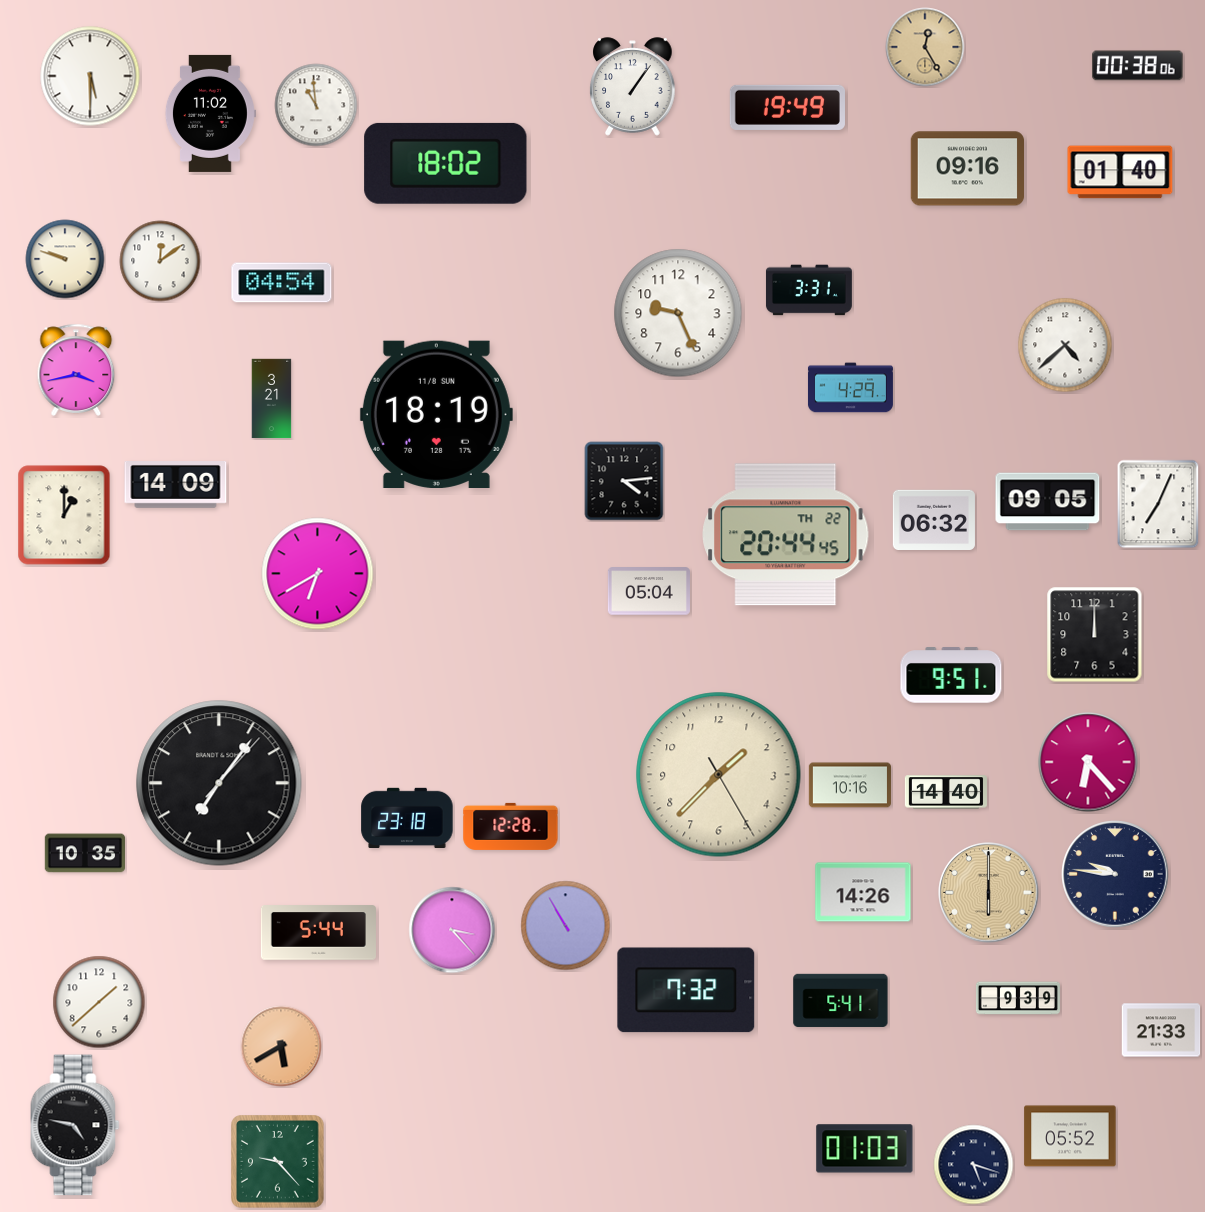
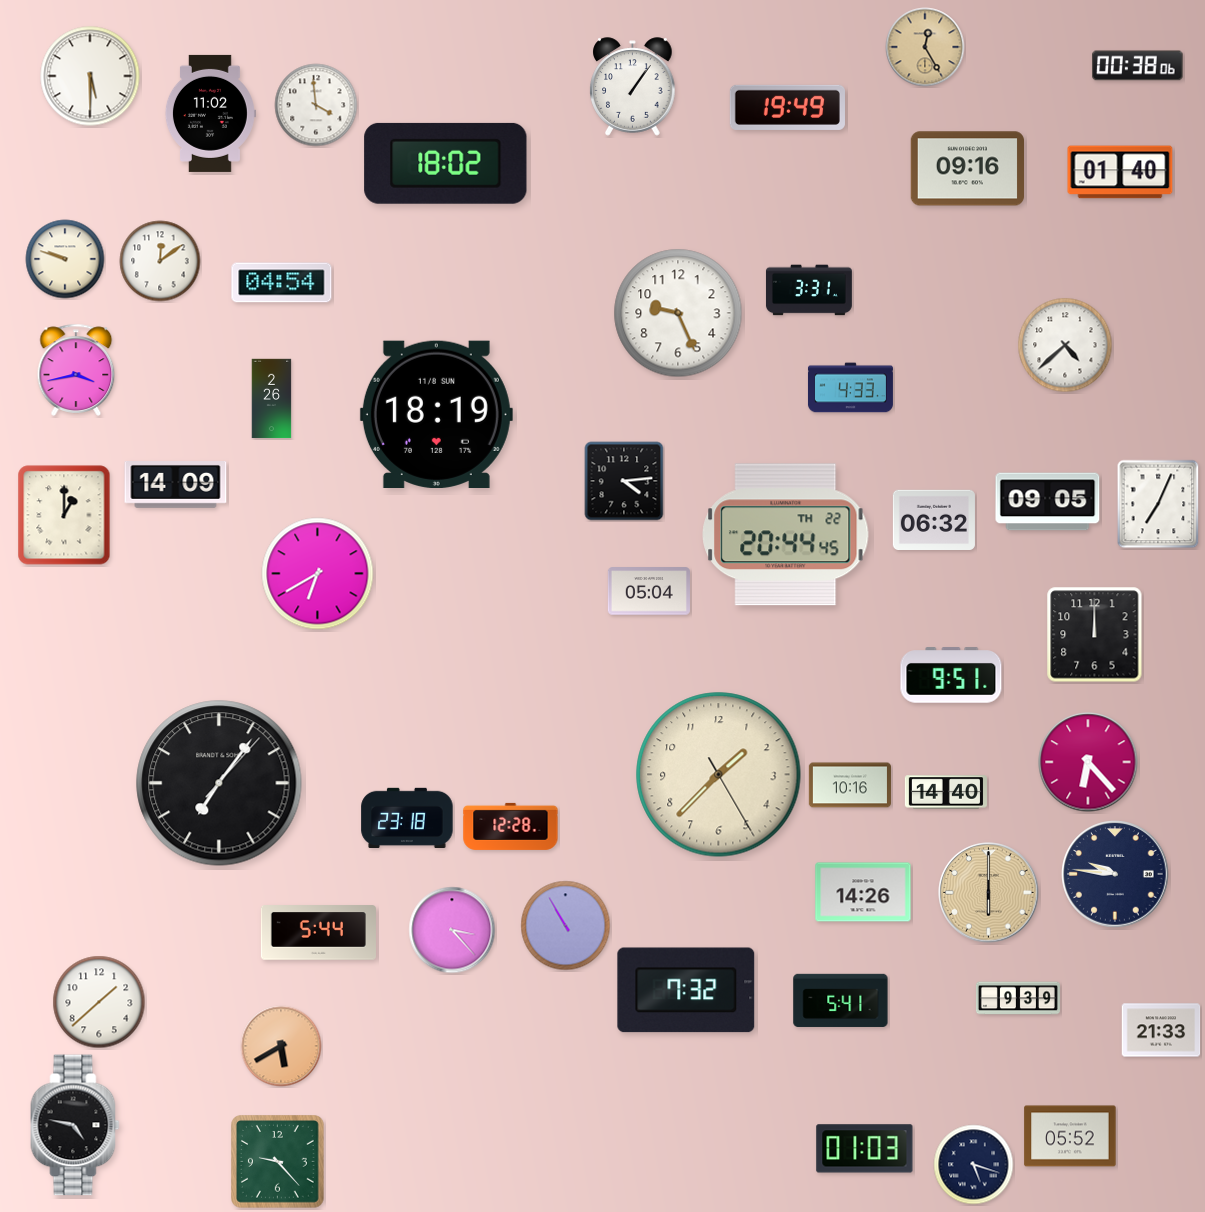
clock at (316, 105): 10:59 -> 3:59
clock at (850, 388): 4:29 -> 4:33
clock at (272, 399): 3:21 -> 2:26
clock at (85, 853): 10:35 -> none
